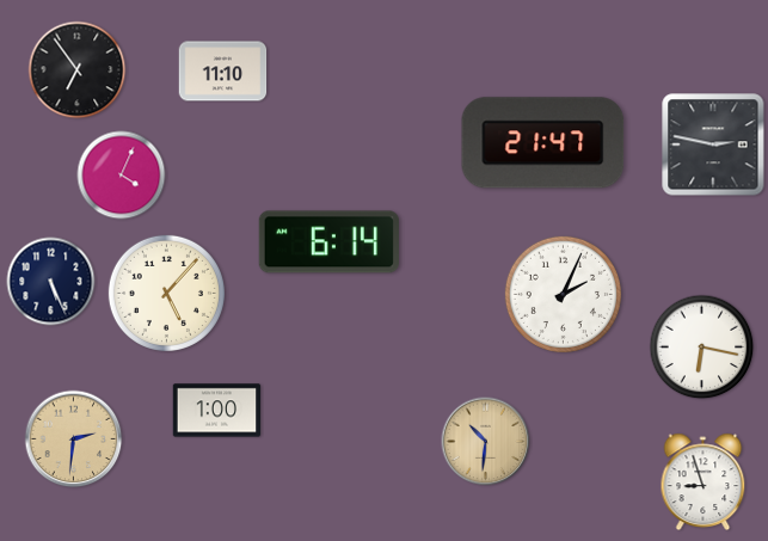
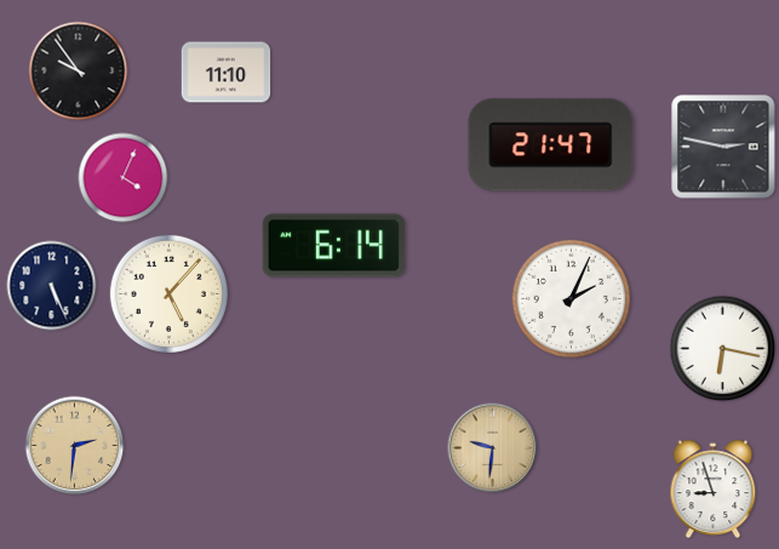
clock at (78, 70): 6:54 -> 9:54
clock at (166, 293) position: (166, 293) -> (168, 293)
clock at (702, 348) position: (702, 348) -> (723, 349)
clock at (217, 411): 1:00 -> none
clock at (486, 442): 10:31 -> 9:31
